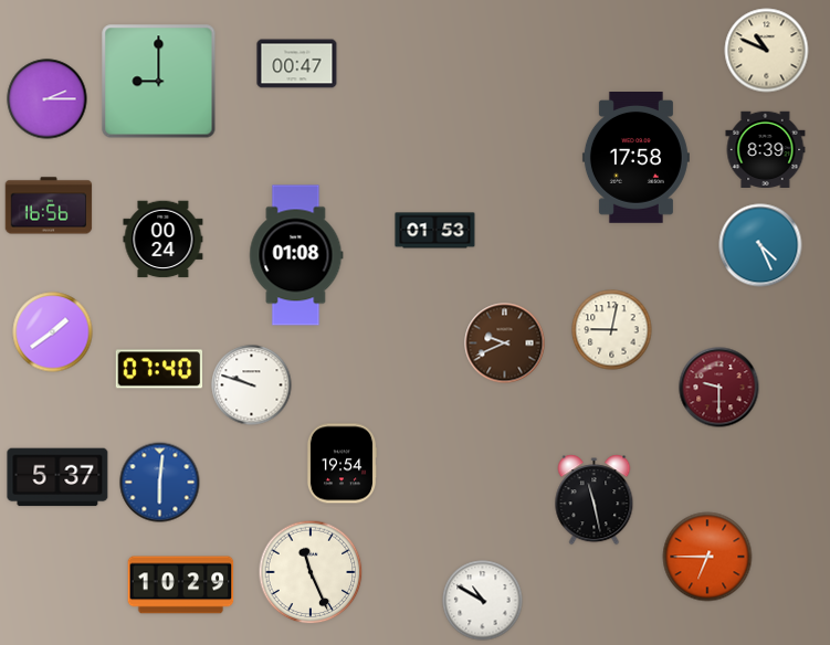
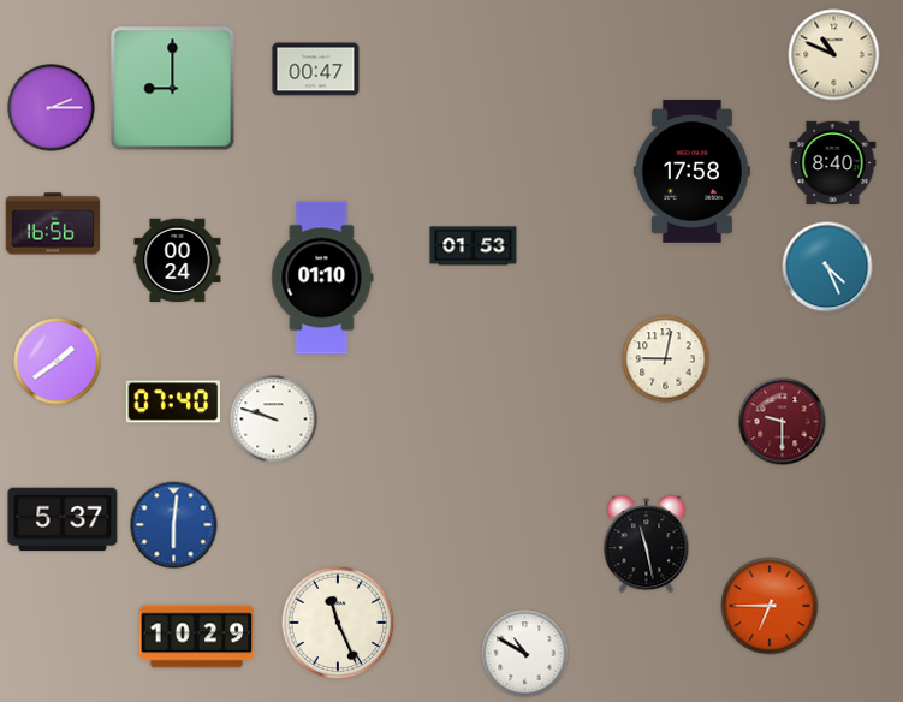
clock at (297, 64) position: (297, 64) -> (316, 70)
clock at (766, 149): 8:39 -> 8:40
clock at (435, 231) position: (435, 231) -> (474, 246)
clock at (296, 255): 01:08 -> 01:10
clock at (505, 343): 9:41 -> none
clock at (342, 464): 19:54 -> none
